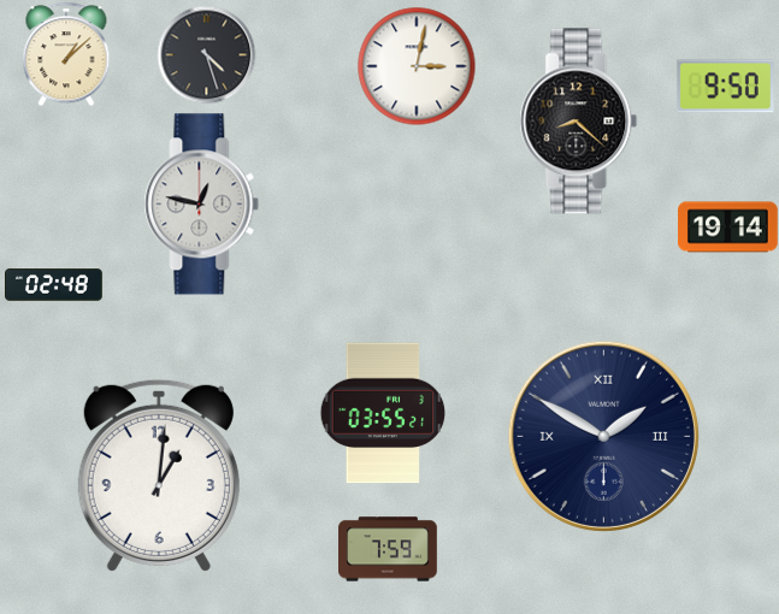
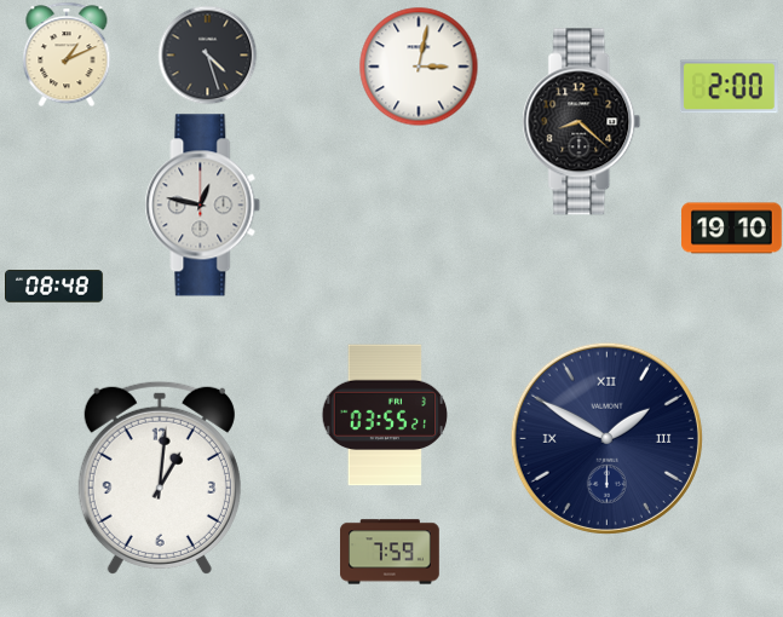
clock at (66, 54): 1:08 -> 1:11
clock at (725, 87): 9:50 -> 2:00
clock at (728, 228): 19:14 -> 19:10
clock at (54, 285): 02:48 -> 08:48
